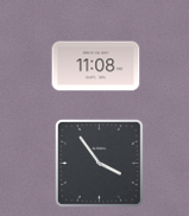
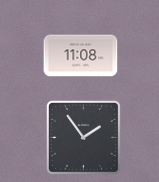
clock at (99, 163): 3:54 -> 1:54
